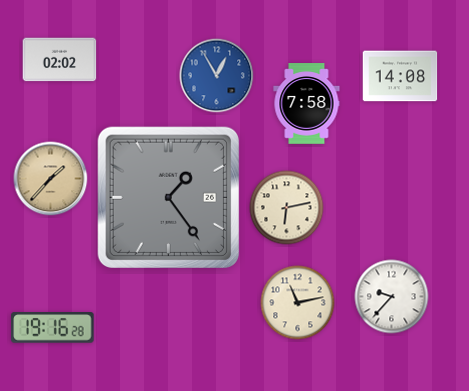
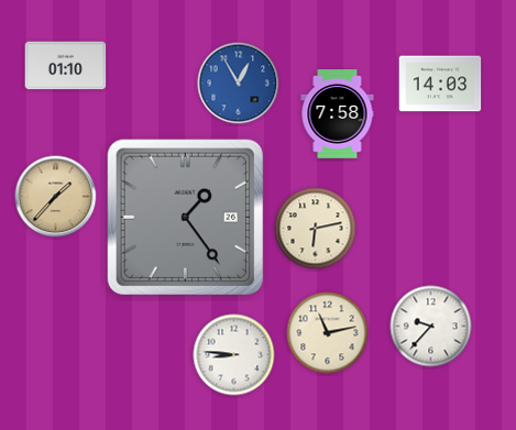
clock at (60, 60): 02:02 -> 01:10
clock at (400, 76): 14:08 -> 14:03
clock at (234, 355): none -> 8:46
clock at (53, 328): 19:16 -> none
